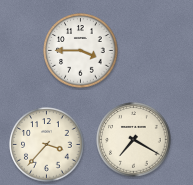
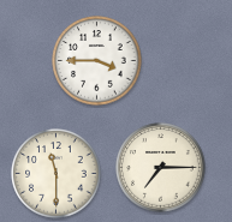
clock at (134, 140): 7:20 -> 7:15
clock at (47, 145): 3:37 -> 11:30
